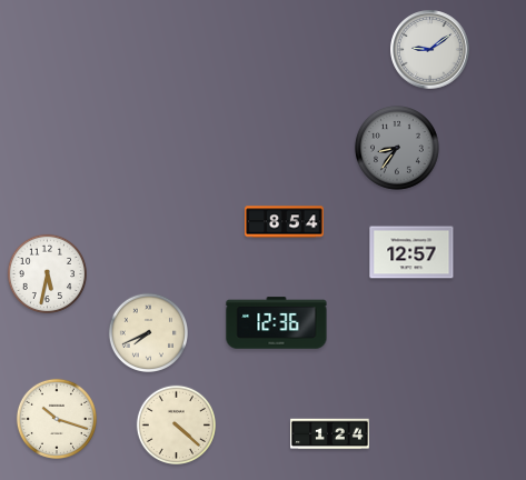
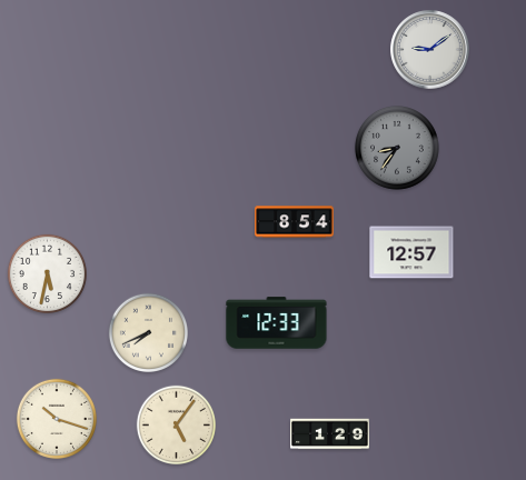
clock at (285, 222) position: (285, 222) -> (295, 222)
clock at (277, 323): 12:36 -> 12:33
clock at (176, 424): 4:22 -> 5:06
clock at (330, 434): 1:24 -> 1:29
